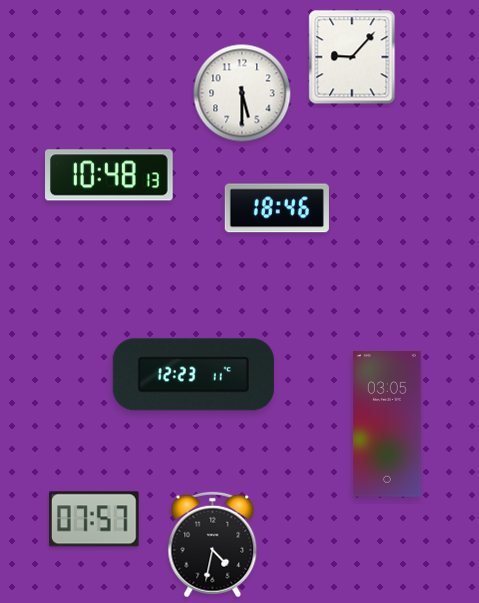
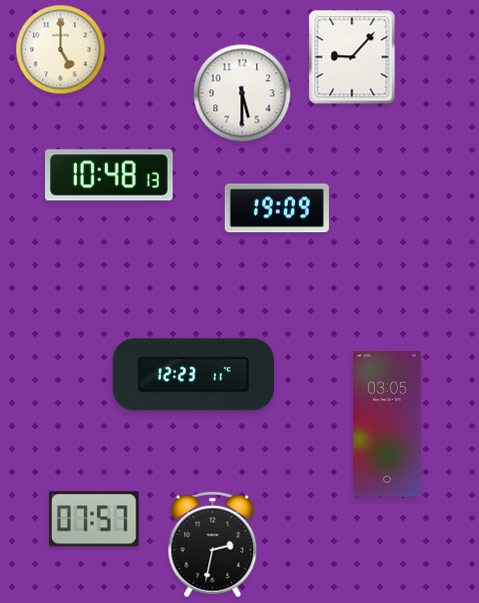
clock at (61, 50): none -> 5:00
clock at (277, 208): 18:46 -> 19:09
clock at (213, 545): 4:32 -> 2:32
